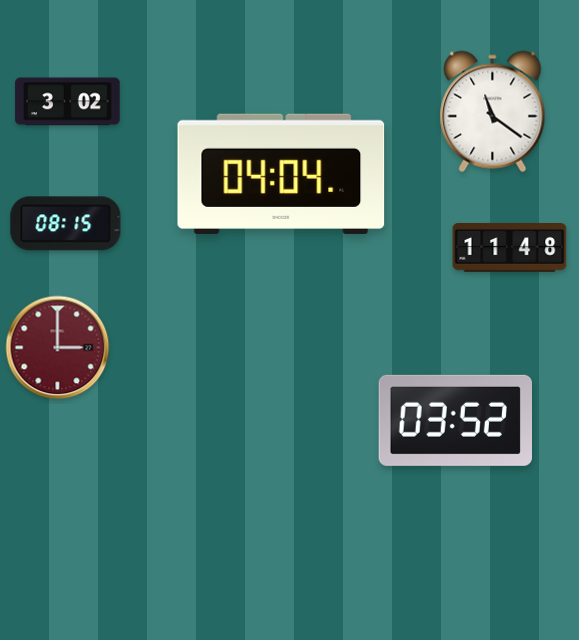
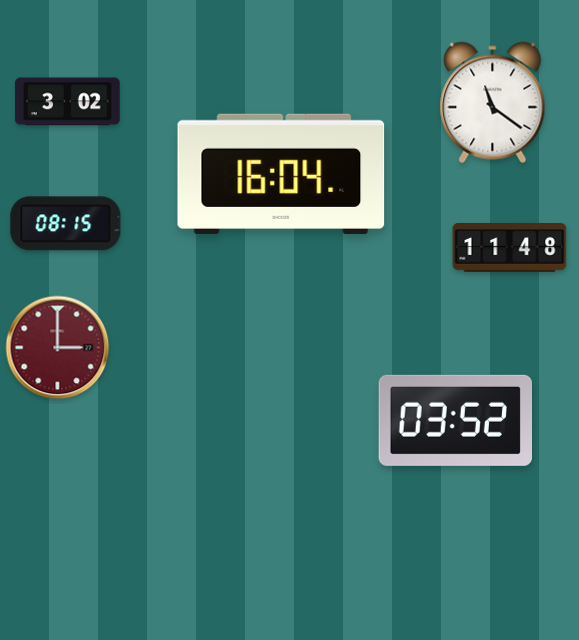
clock at (493, 112) position: (493, 112) -> (493, 103)
clock at (281, 174): 04:04 -> 16:04
